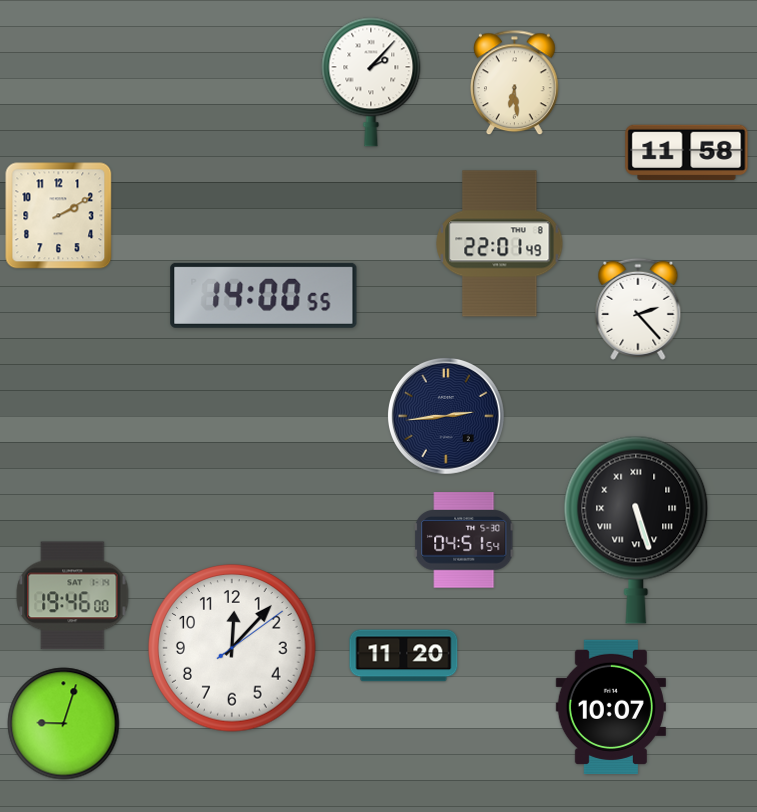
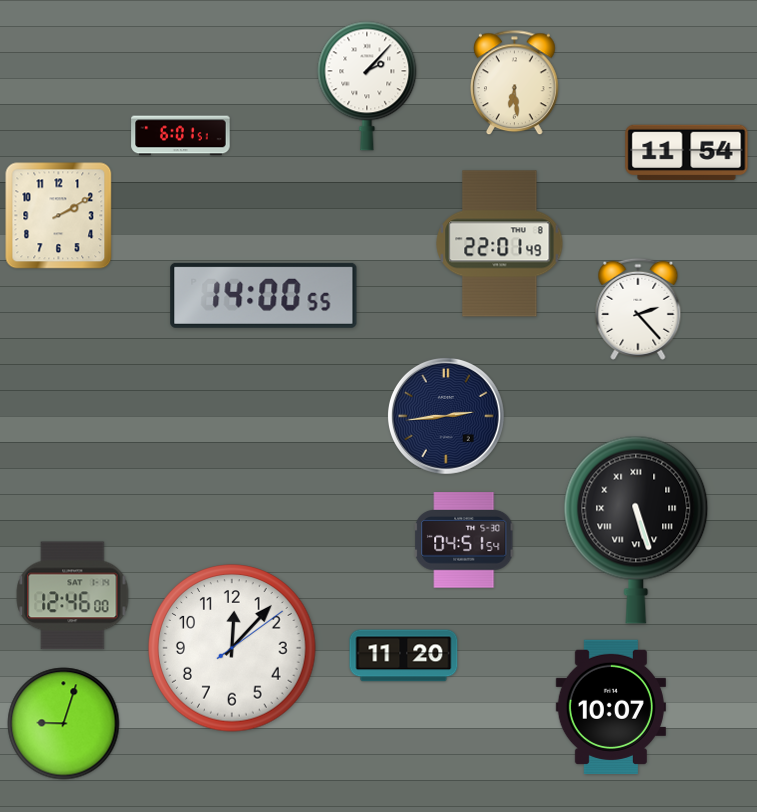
clock at (371, 82) position: (371, 82) -> (367, 86)
clock at (181, 136): none -> 6:01
clock at (687, 153): 11:58 -> 11:54
clock at (73, 596): 19:46 -> 12:46
